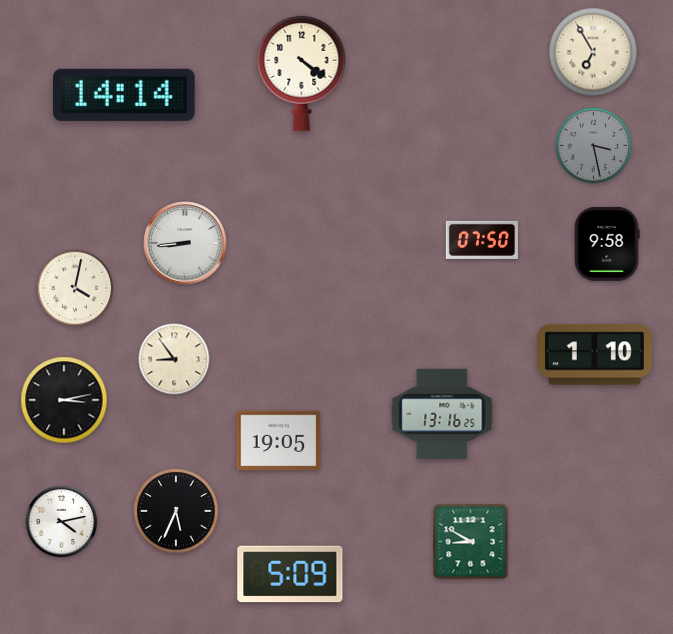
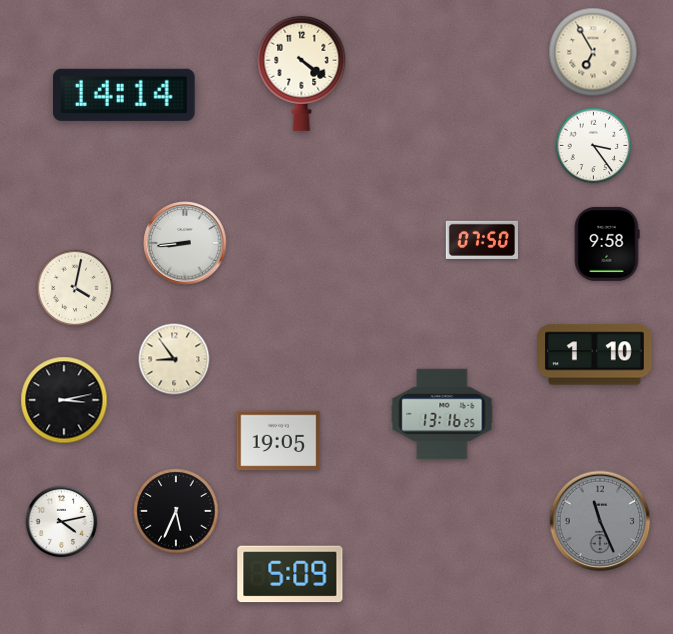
clock at (594, 146): 3:28 -> 3:24
clock at (594, 146) dial: grey -> white
clock at (600, 521): none -> 11:26
clock at (471, 542): 8:50 -> none
